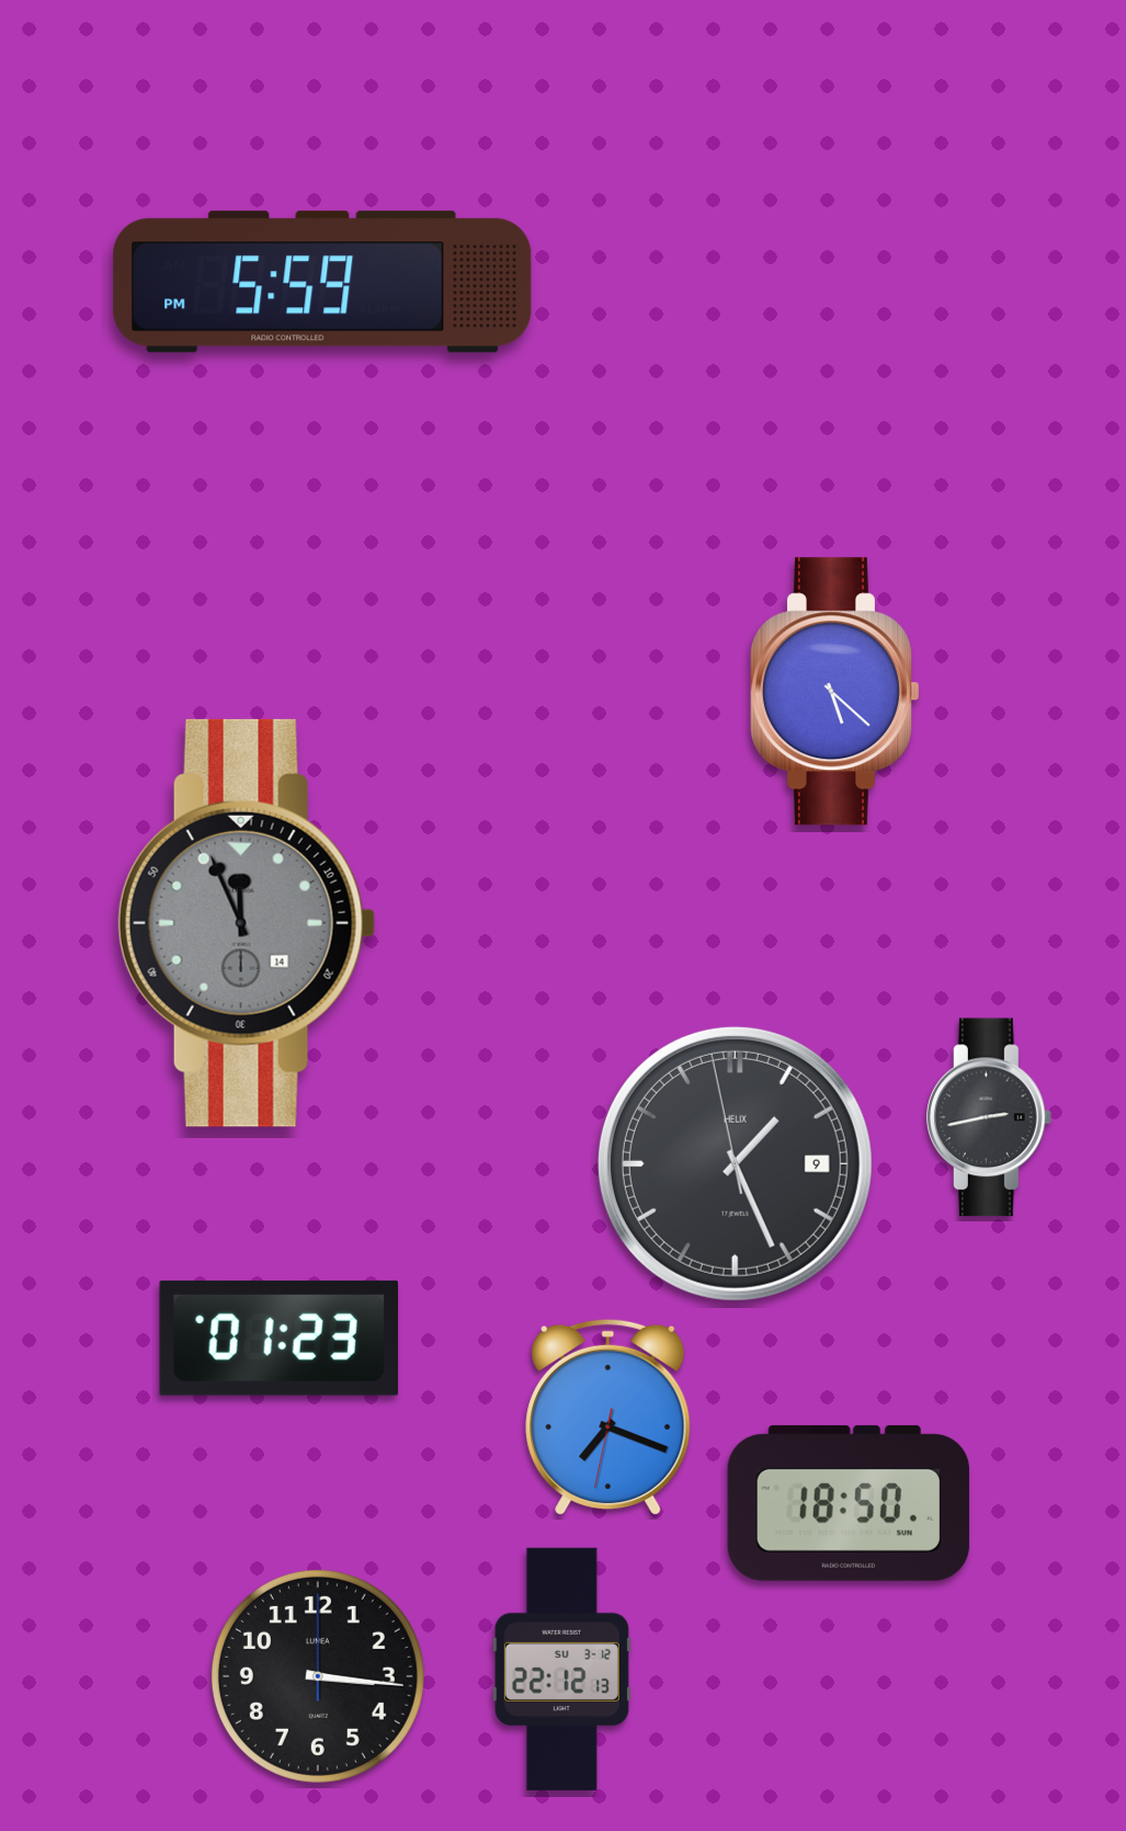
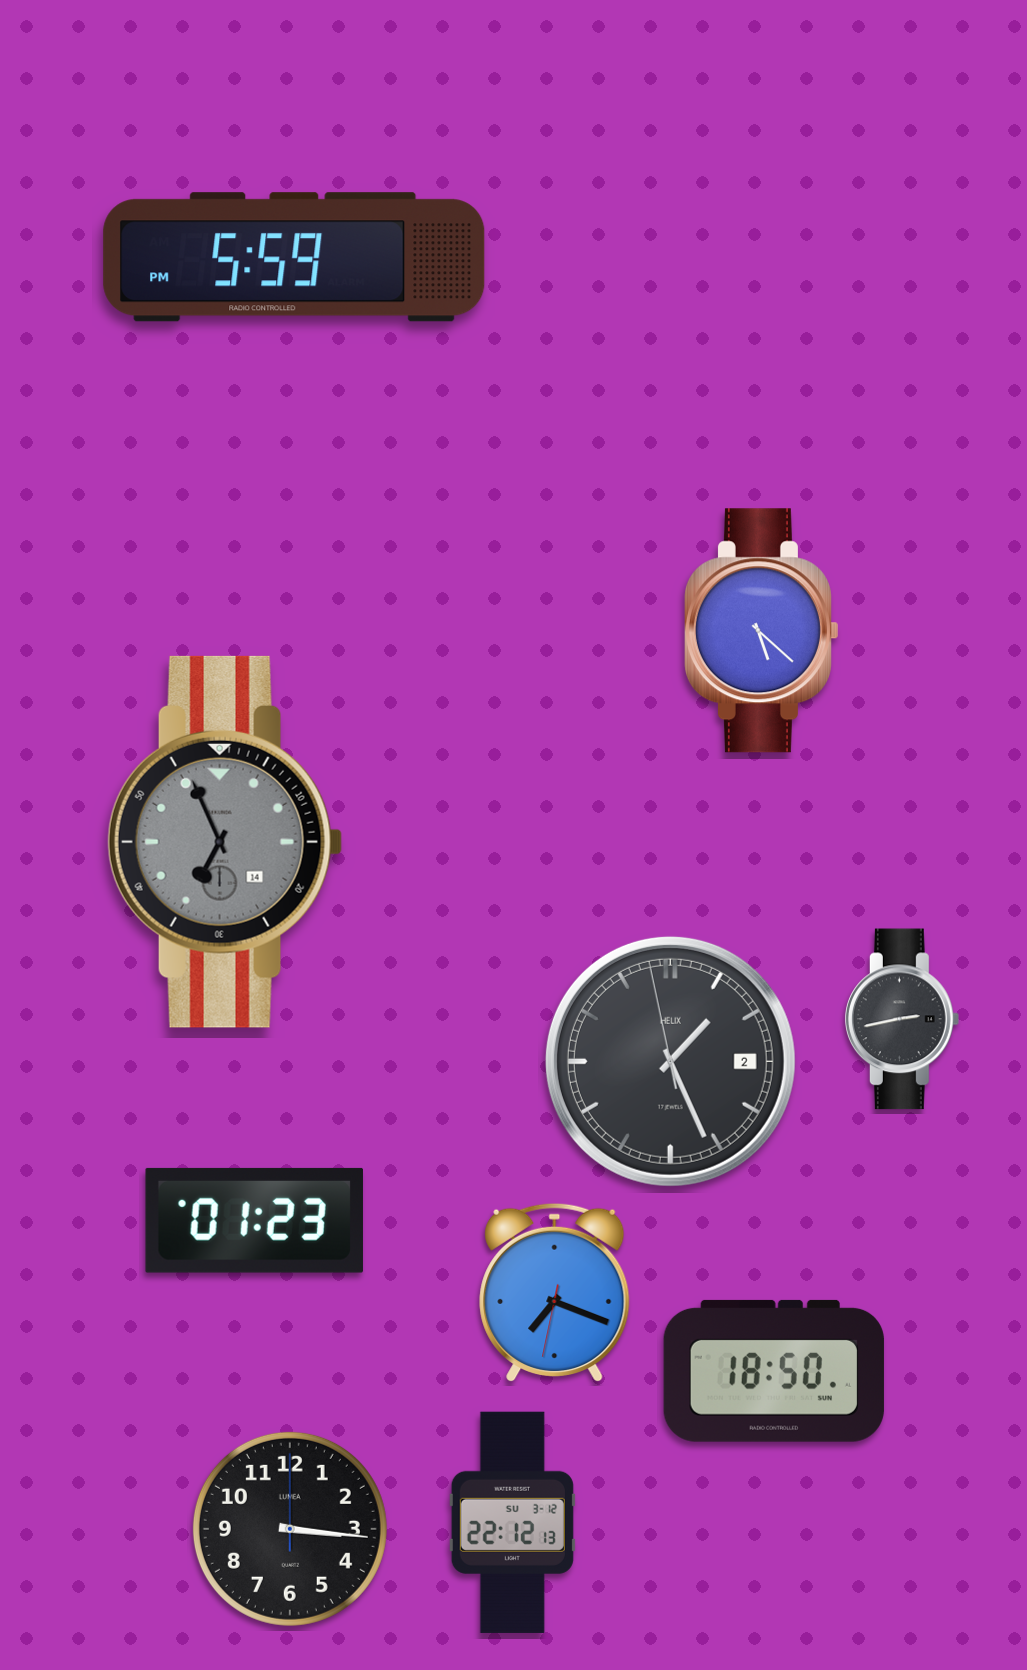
clock at (247, 923): 11:56 -> 6:56
clock at (735, 1163) date: 9 -> 2
